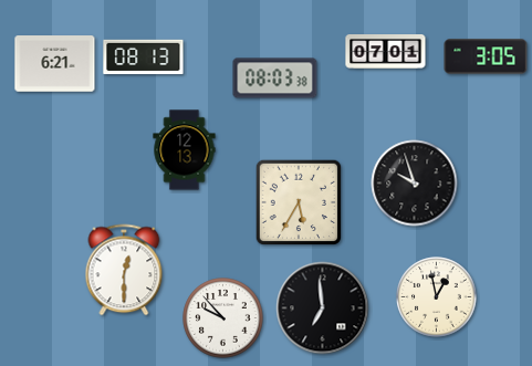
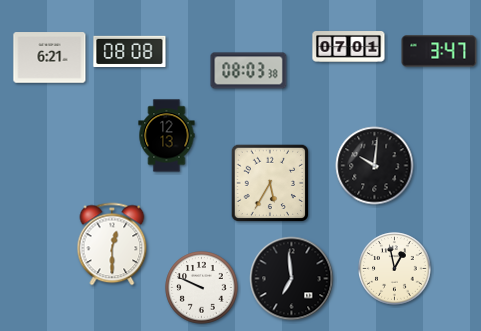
clock at (486, 56): 3:05 -> 3:47
clock at (144, 57): 08:13 -> 08:08
clock at (415, 184): 9:57 -> 10:01
clock at (223, 318): 9:53 -> 9:49
